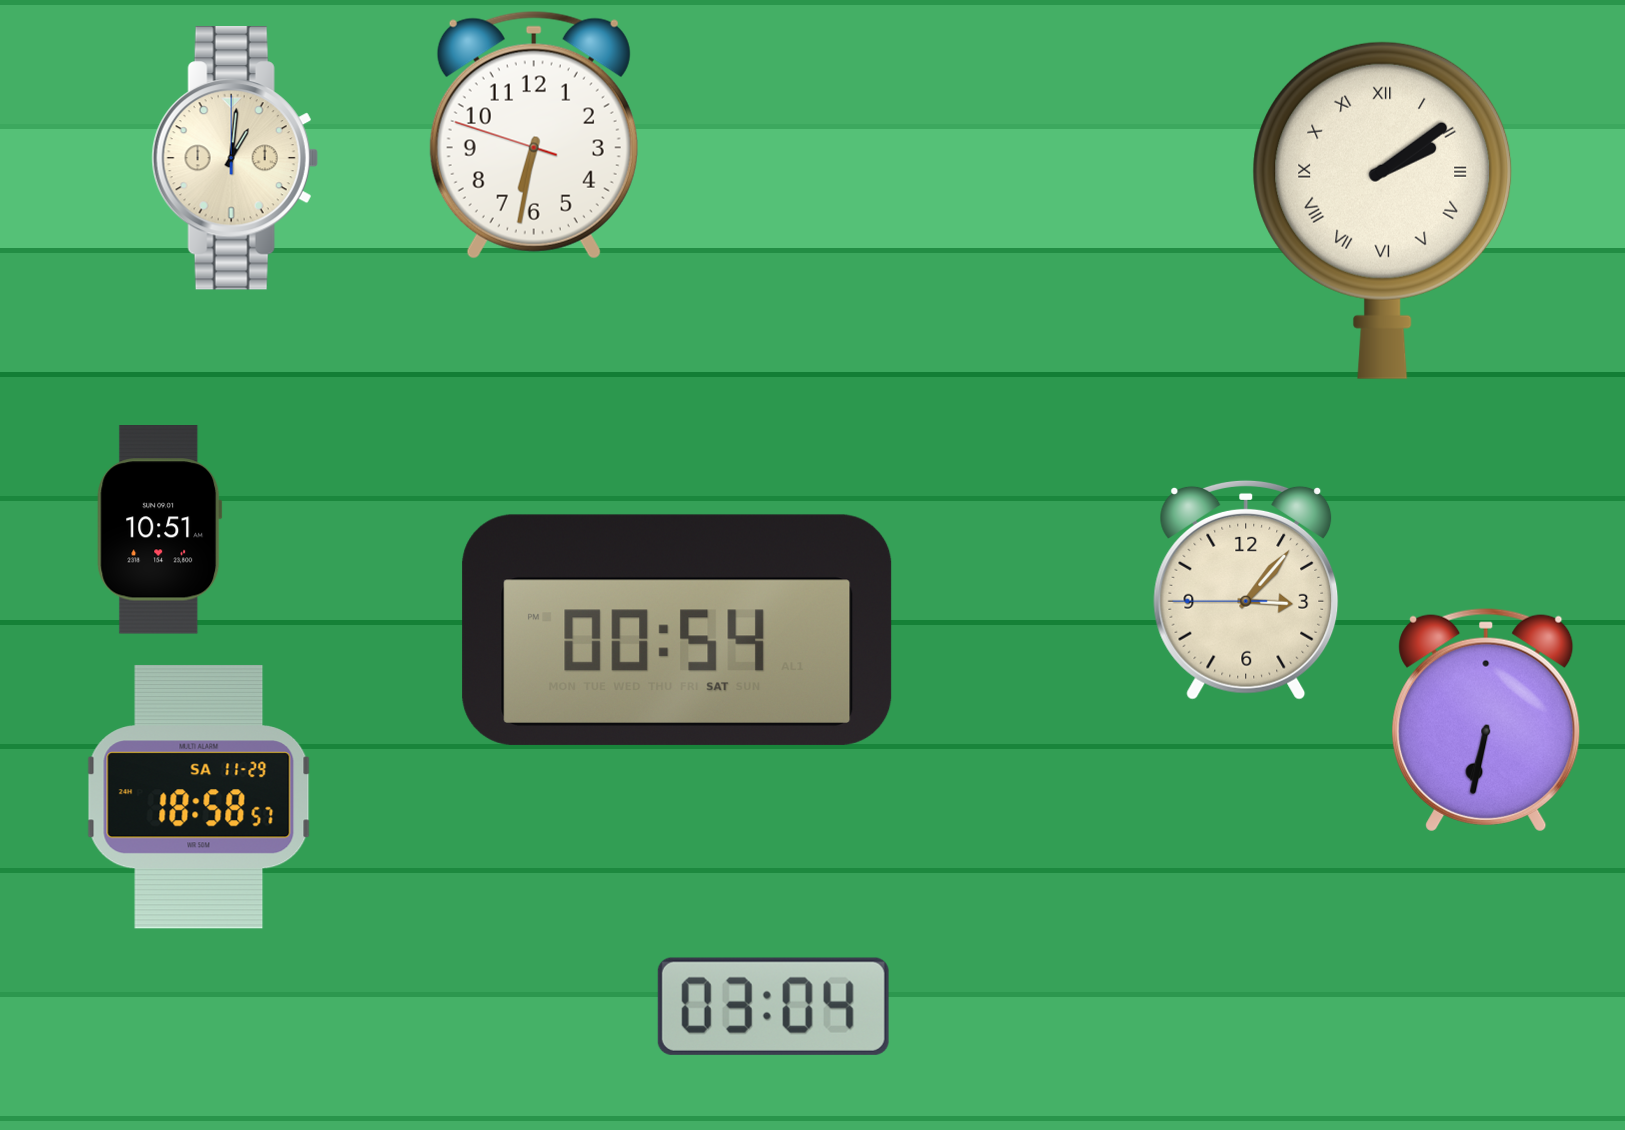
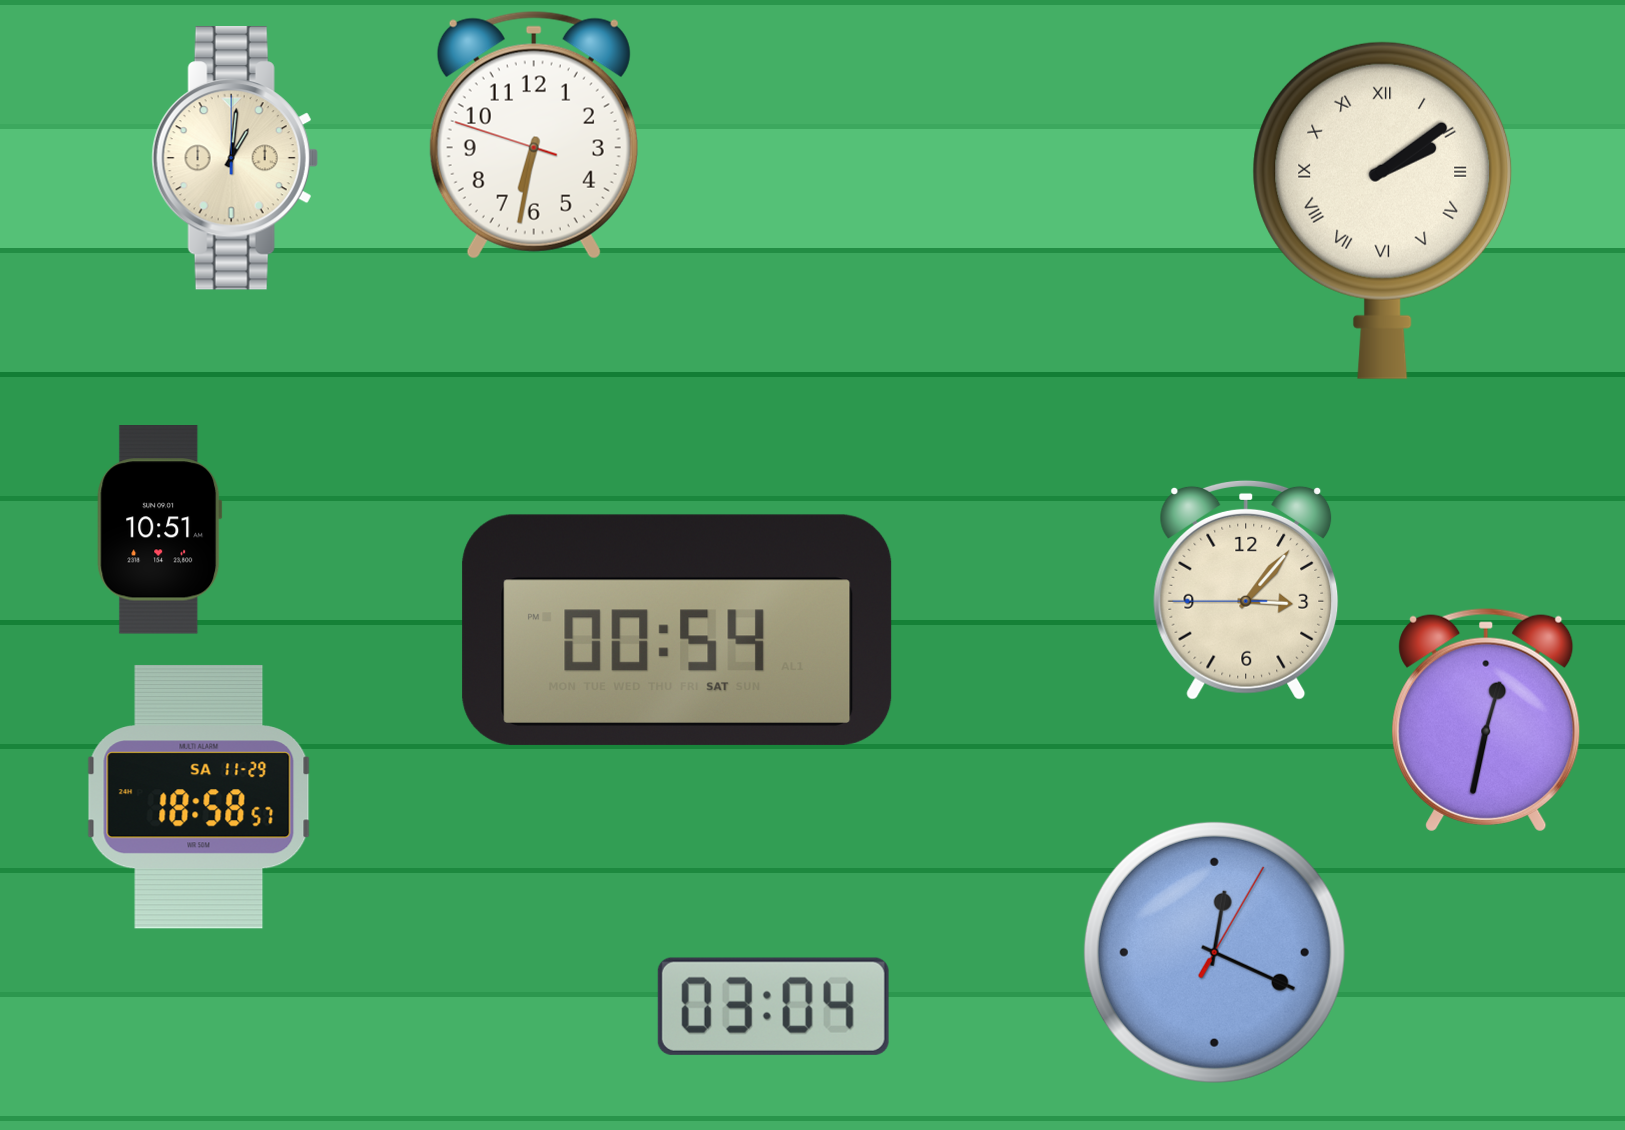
clock at (1486, 720): 6:32 -> 12:32
clock at (1214, 952): none -> 12:19
